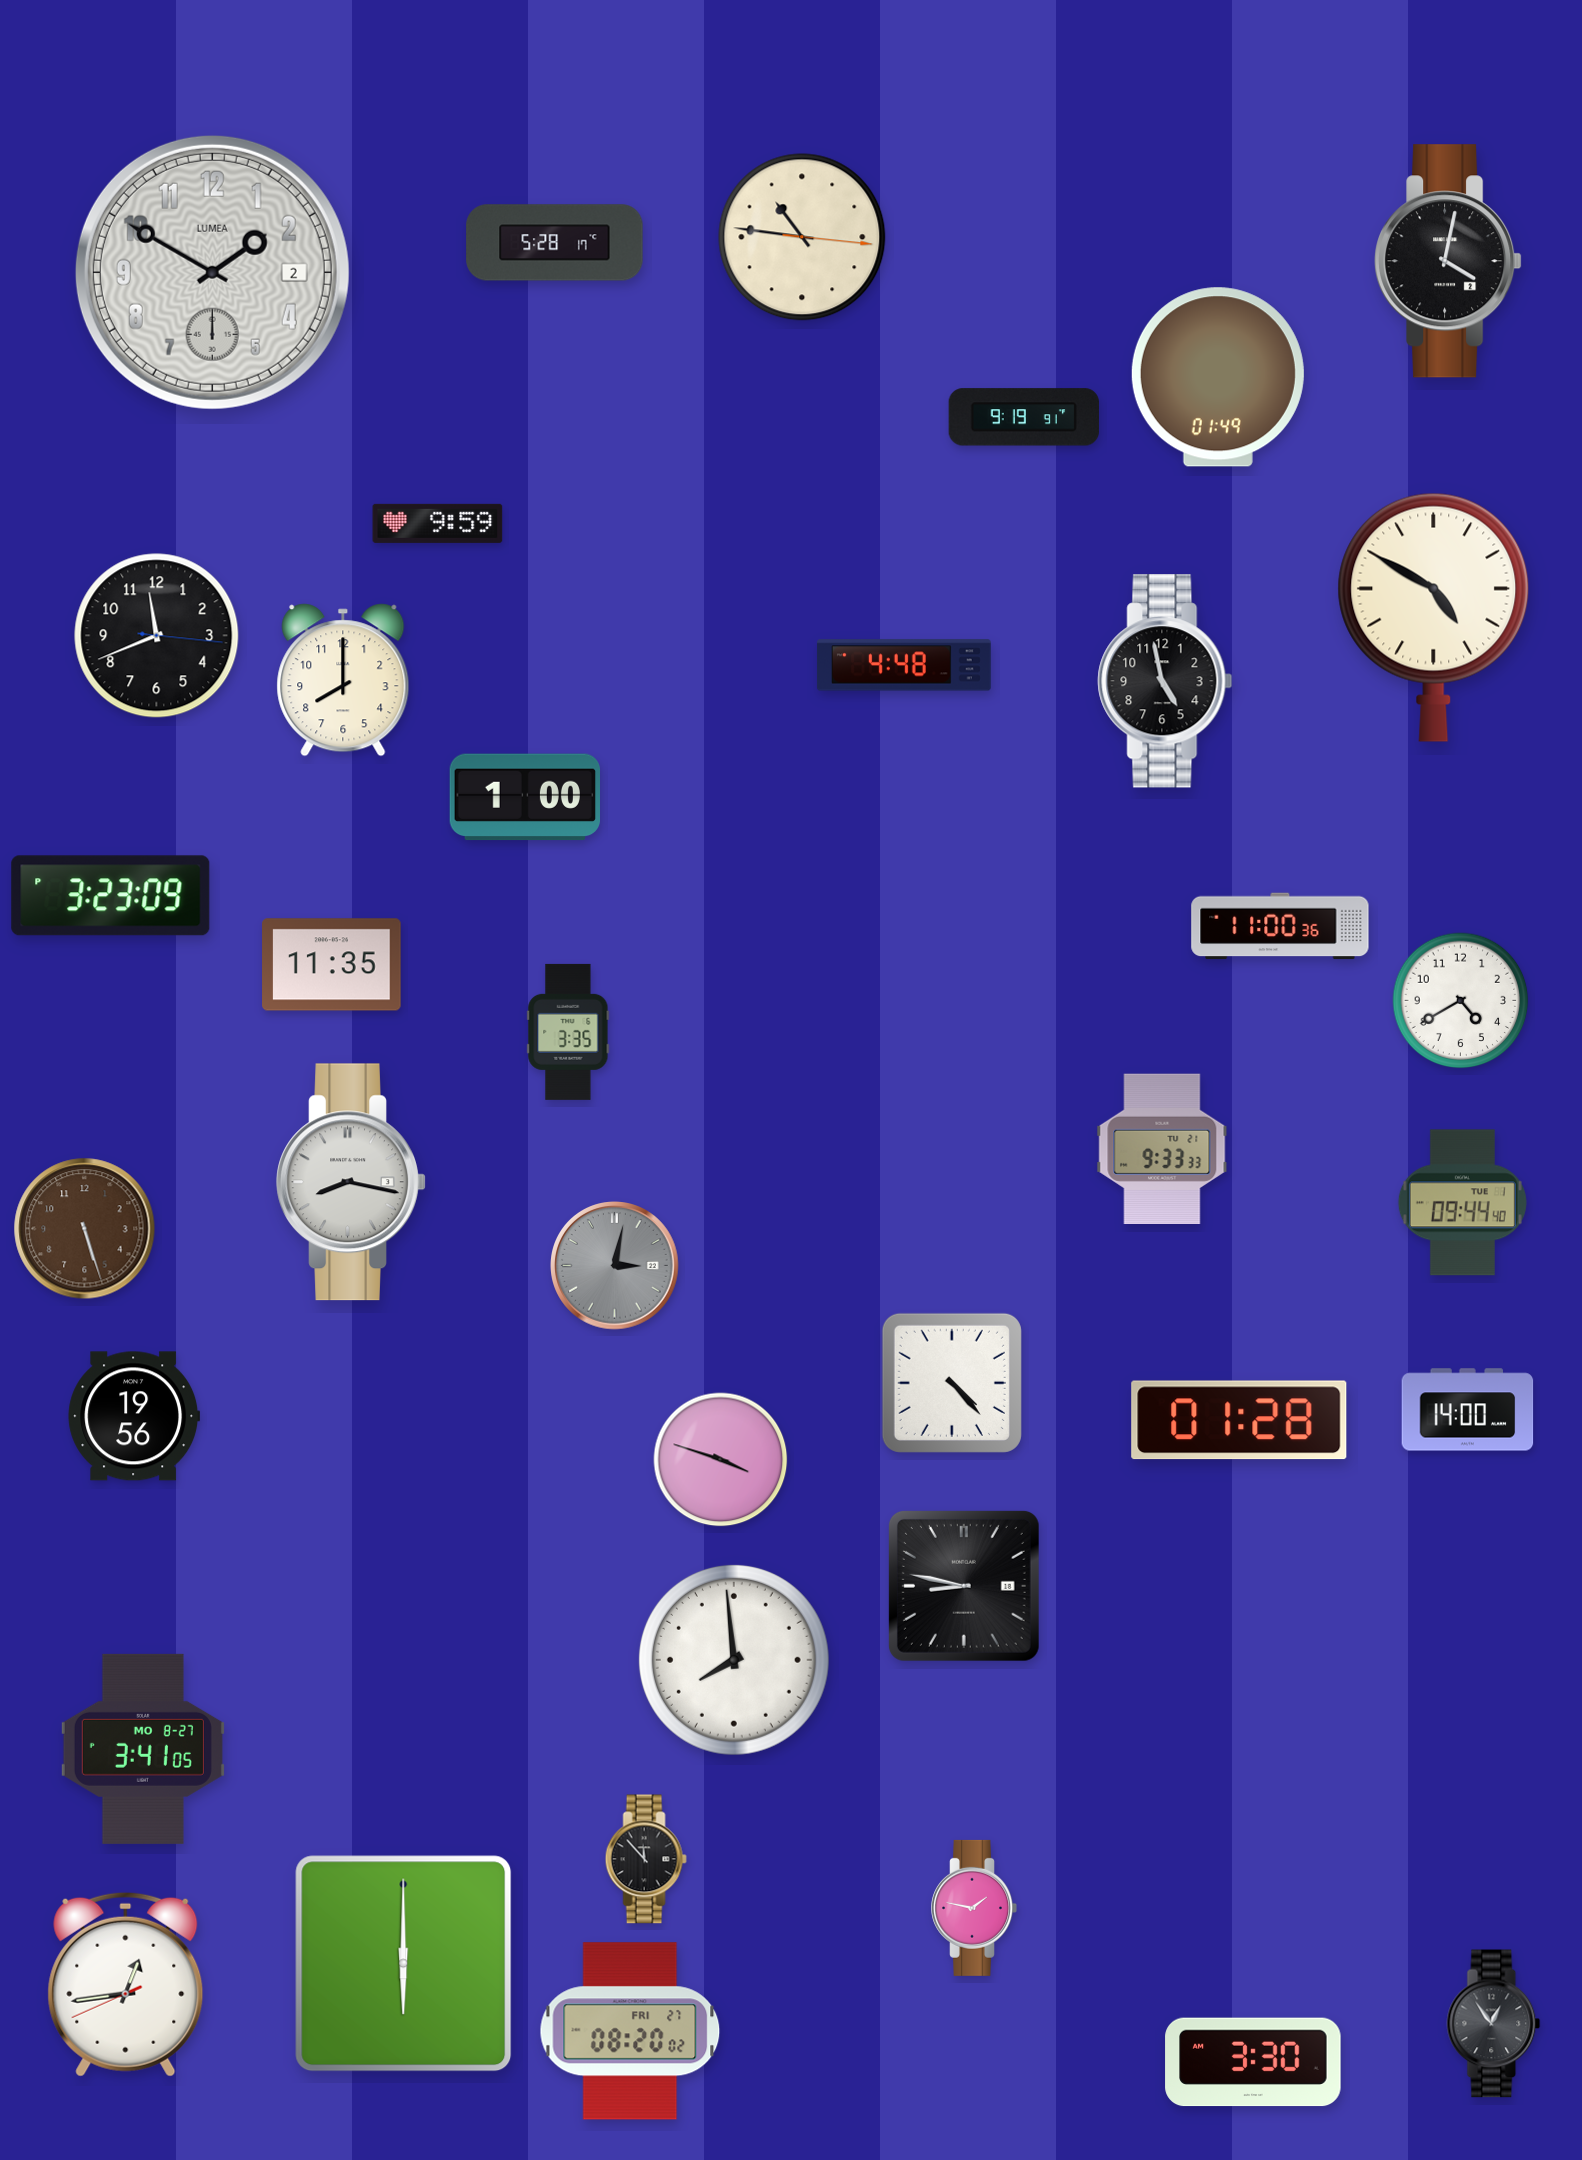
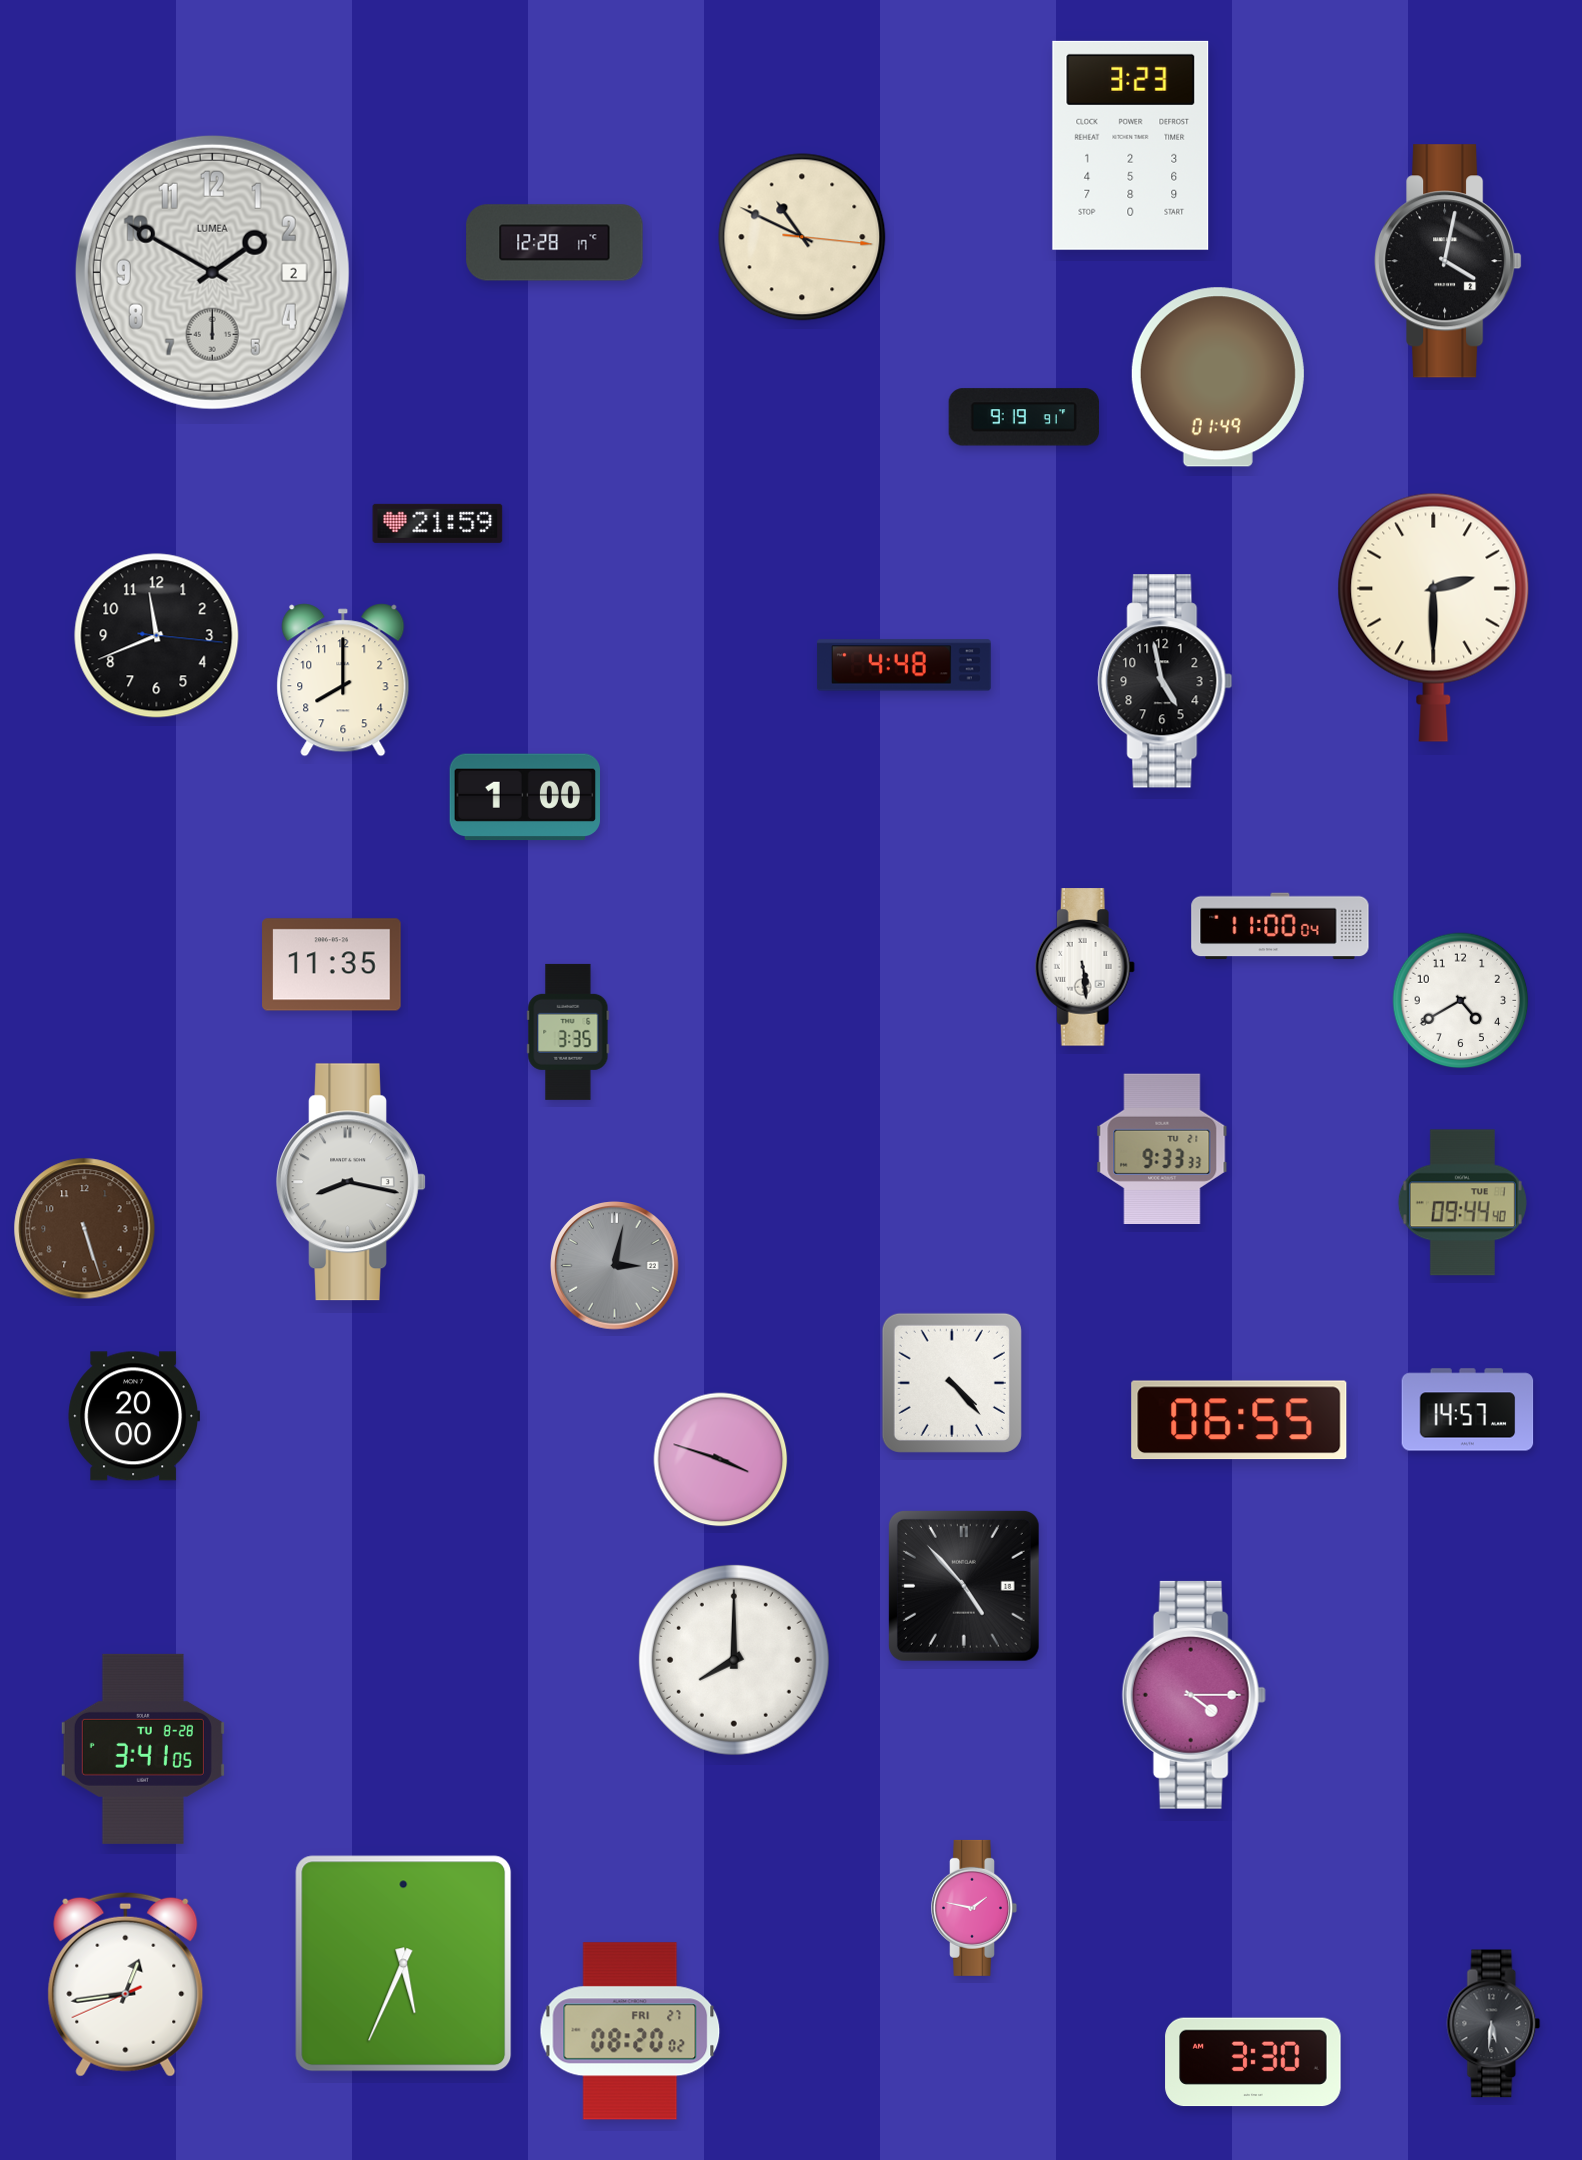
clock at (1131, 145): none -> 3:23
clock at (802, 237): 10:46 -> 10:49
clock at (555, 243): 5:28 -> 12:28
clock at (438, 523): 9:59 -> 21:59
clock at (1434, 617): 4:50 -> 2:30
clock at (111, 896): 3:23 -> none
clock at (1280, 926): 11:00:36 -> 11:00:04
clock at (1085, 967): none -> 5:29
clock at (1468, 1410): 14:00 -> 14:57
clock at (133, 1416): 19:56 -> 20:00
clock at (1239, 1420): 01:28 -> 06:55
clock at (964, 1586): 8:47 -> 4:53
clock at (734, 1660): 7:59 -> 8:00
clock at (1194, 1695): none -> 4:15
clock at (143, 1749) date: MO 8-27 -> TU 8-28
clock at (646, 1859): 11:53 -> none
clock at (404, 1964): 6:00 -> 5:34
clock at (1494, 2024): 12:54 -> 5:31
